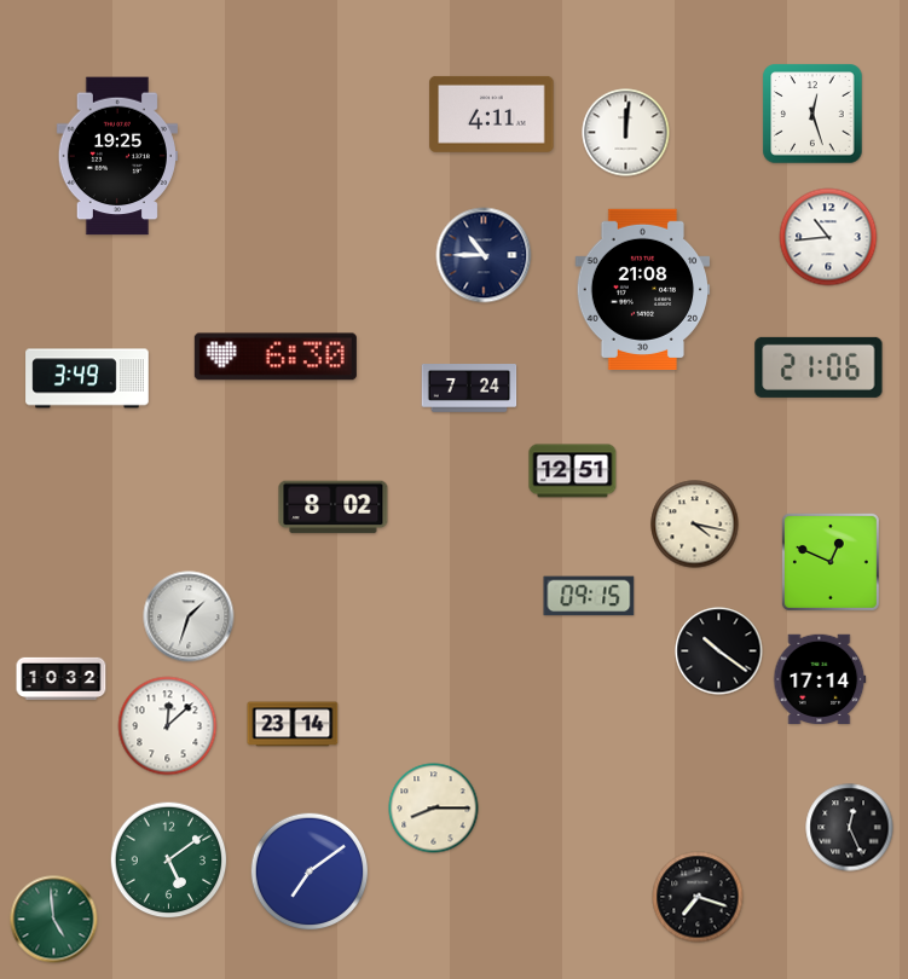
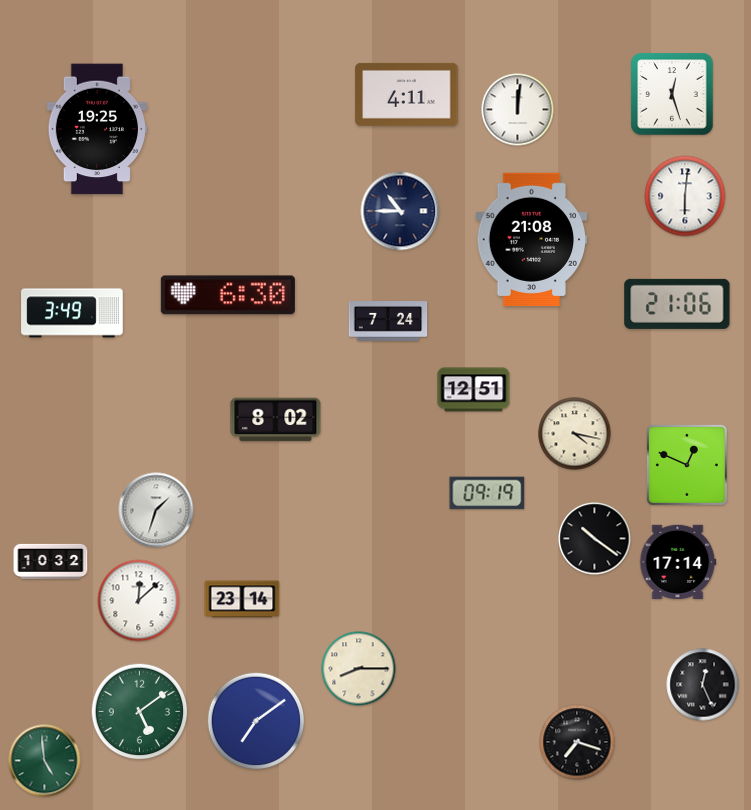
clock at (828, 237): 10:44 -> 6:01
clock at (589, 596): 09:15 -> 09:19
